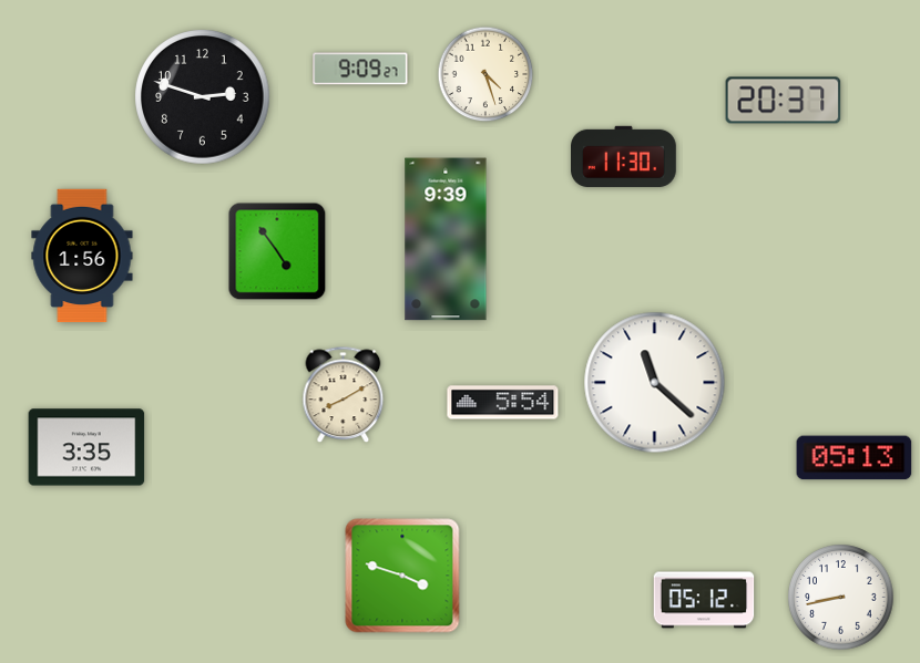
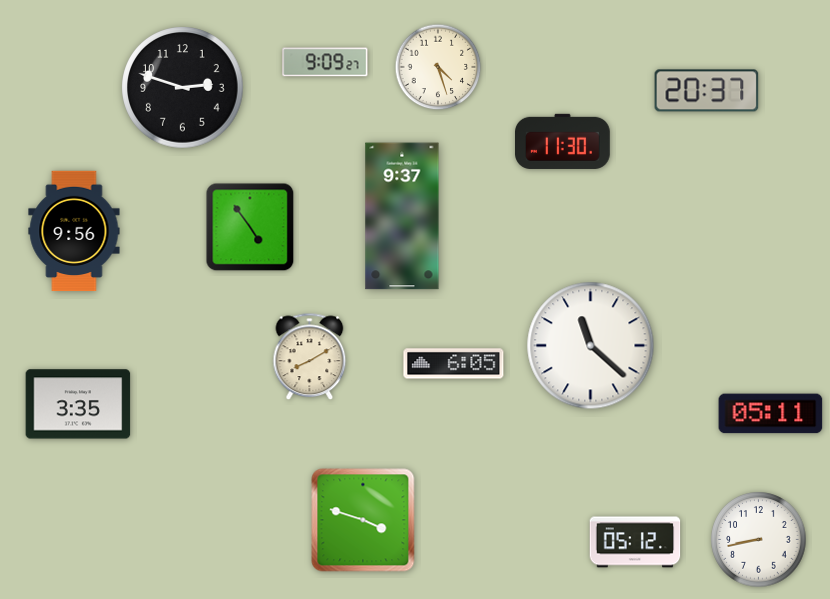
clock at (446, 239): 9:39 -> 9:37
clock at (82, 256): 1:56 -> 9:56
clock at (503, 403): 5:54 -> 6:05
clock at (855, 458): 05:13 -> 05:11
